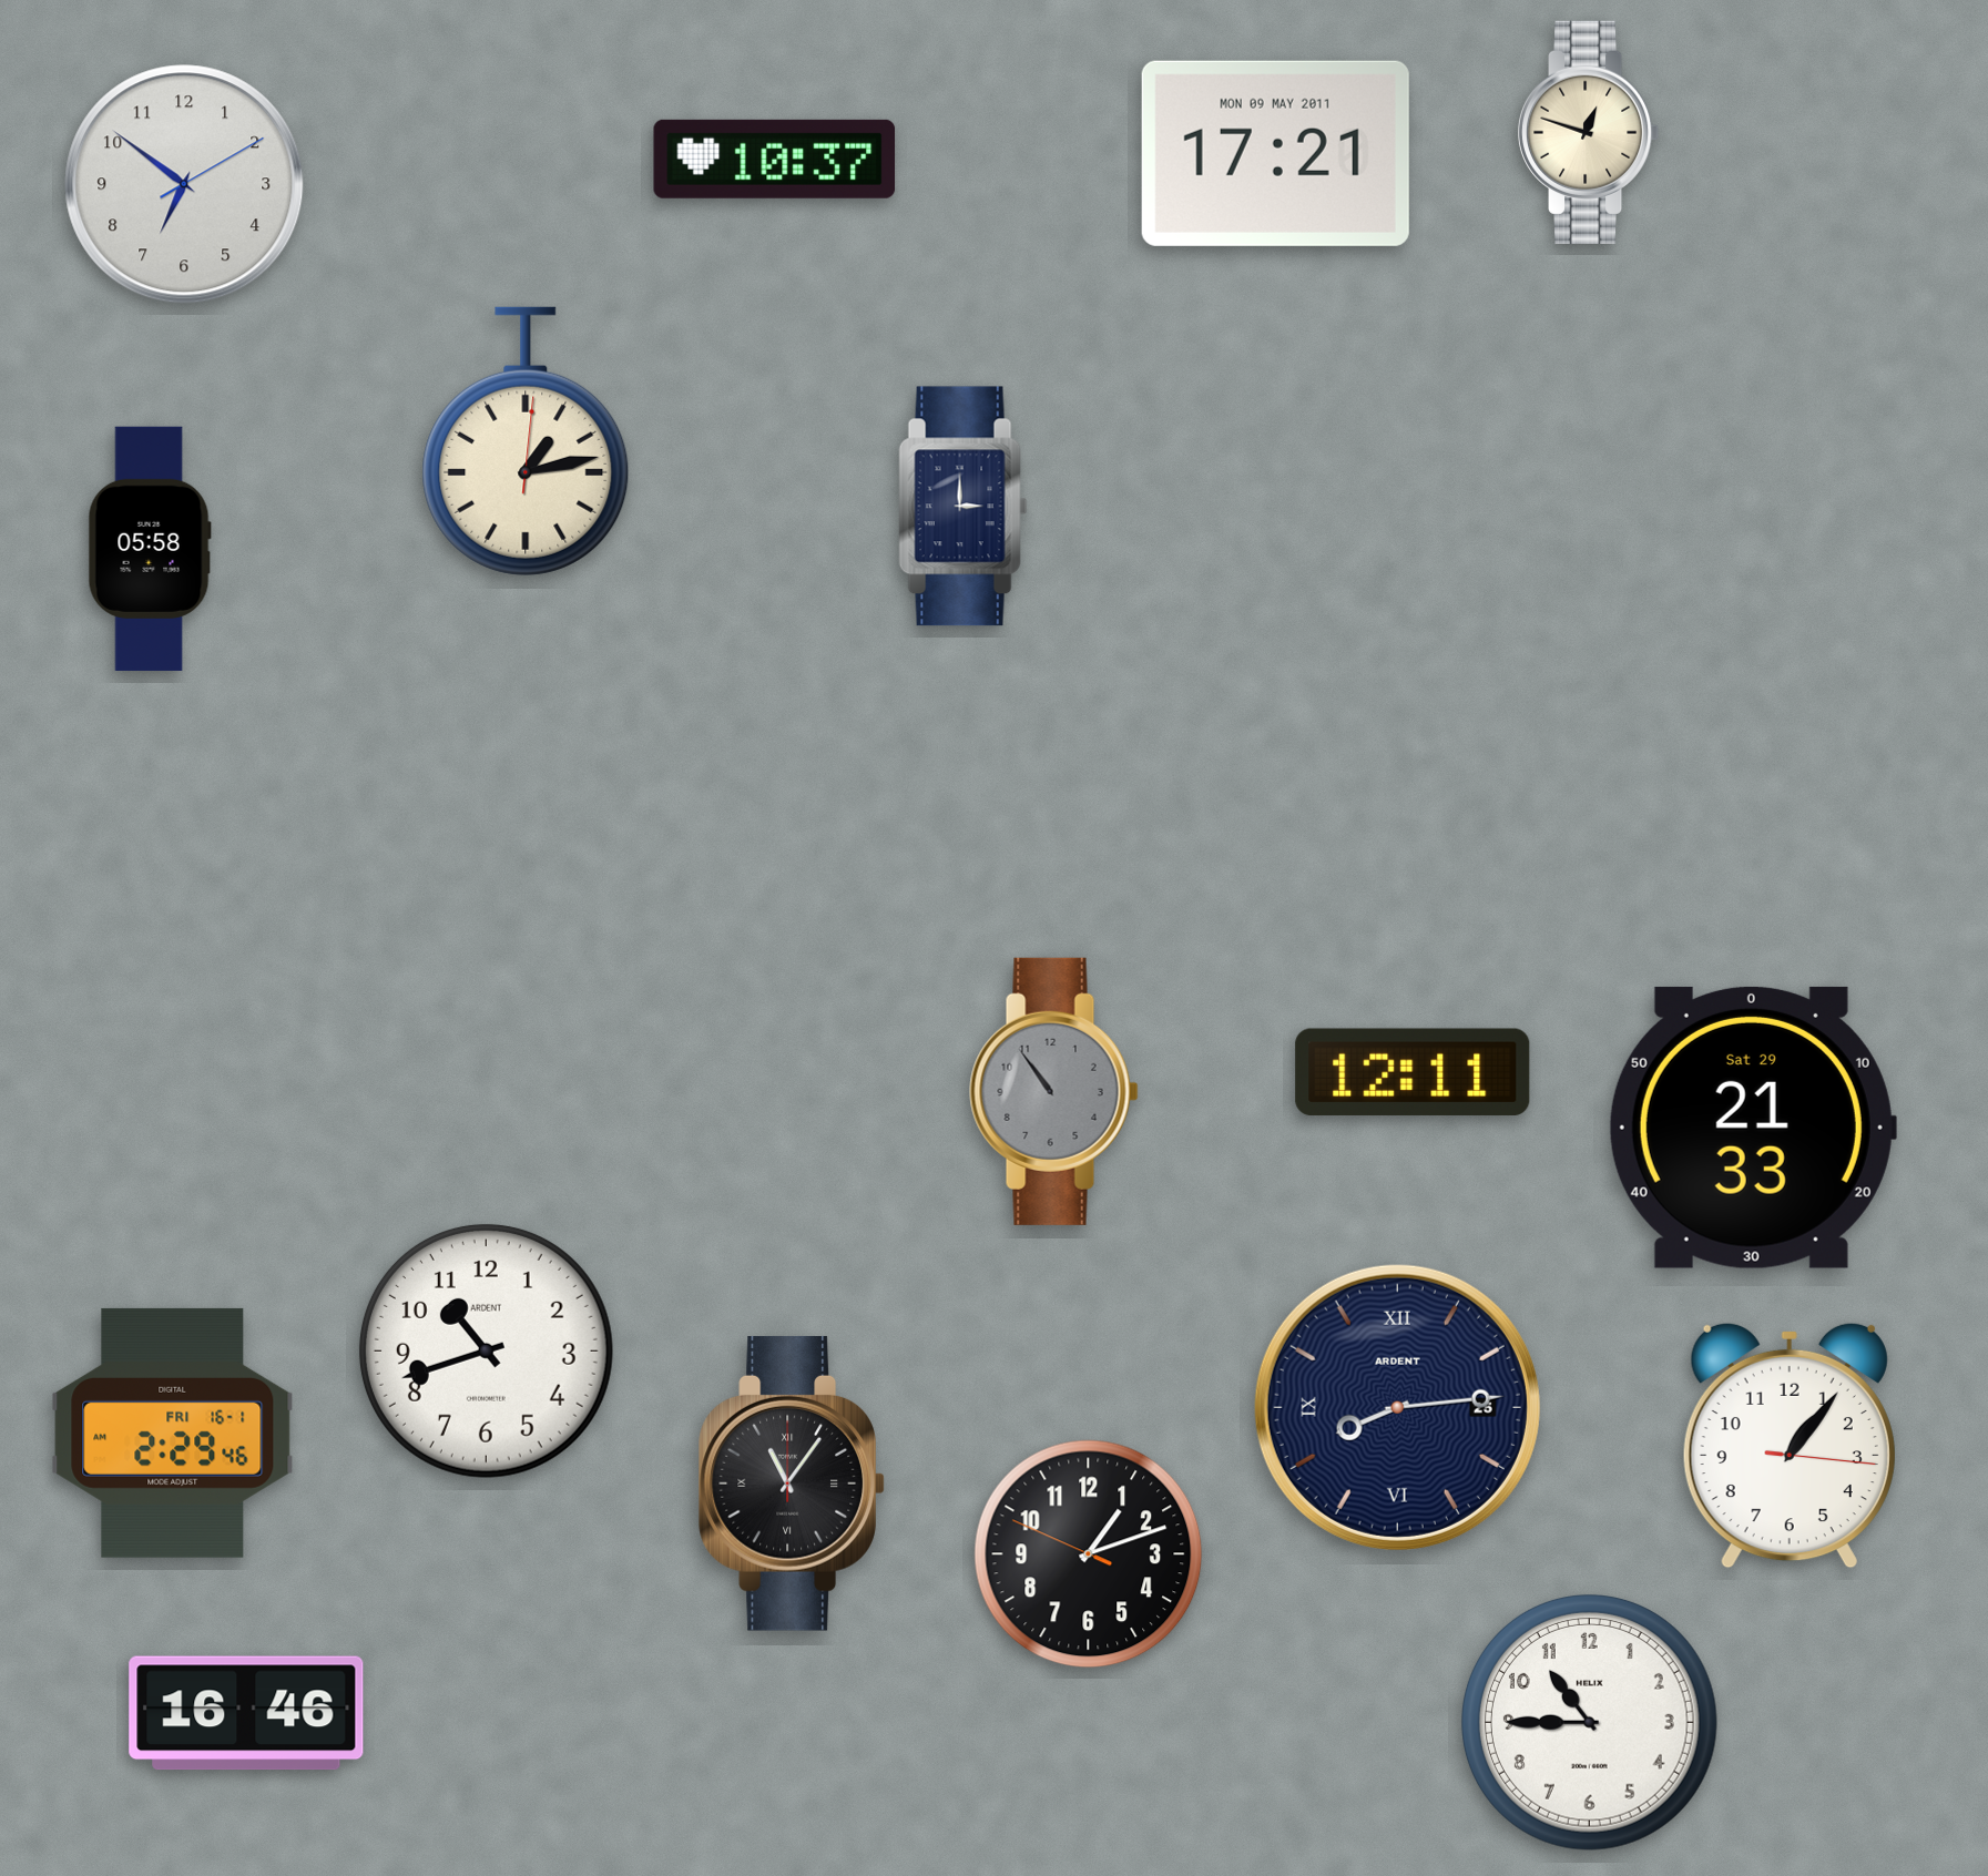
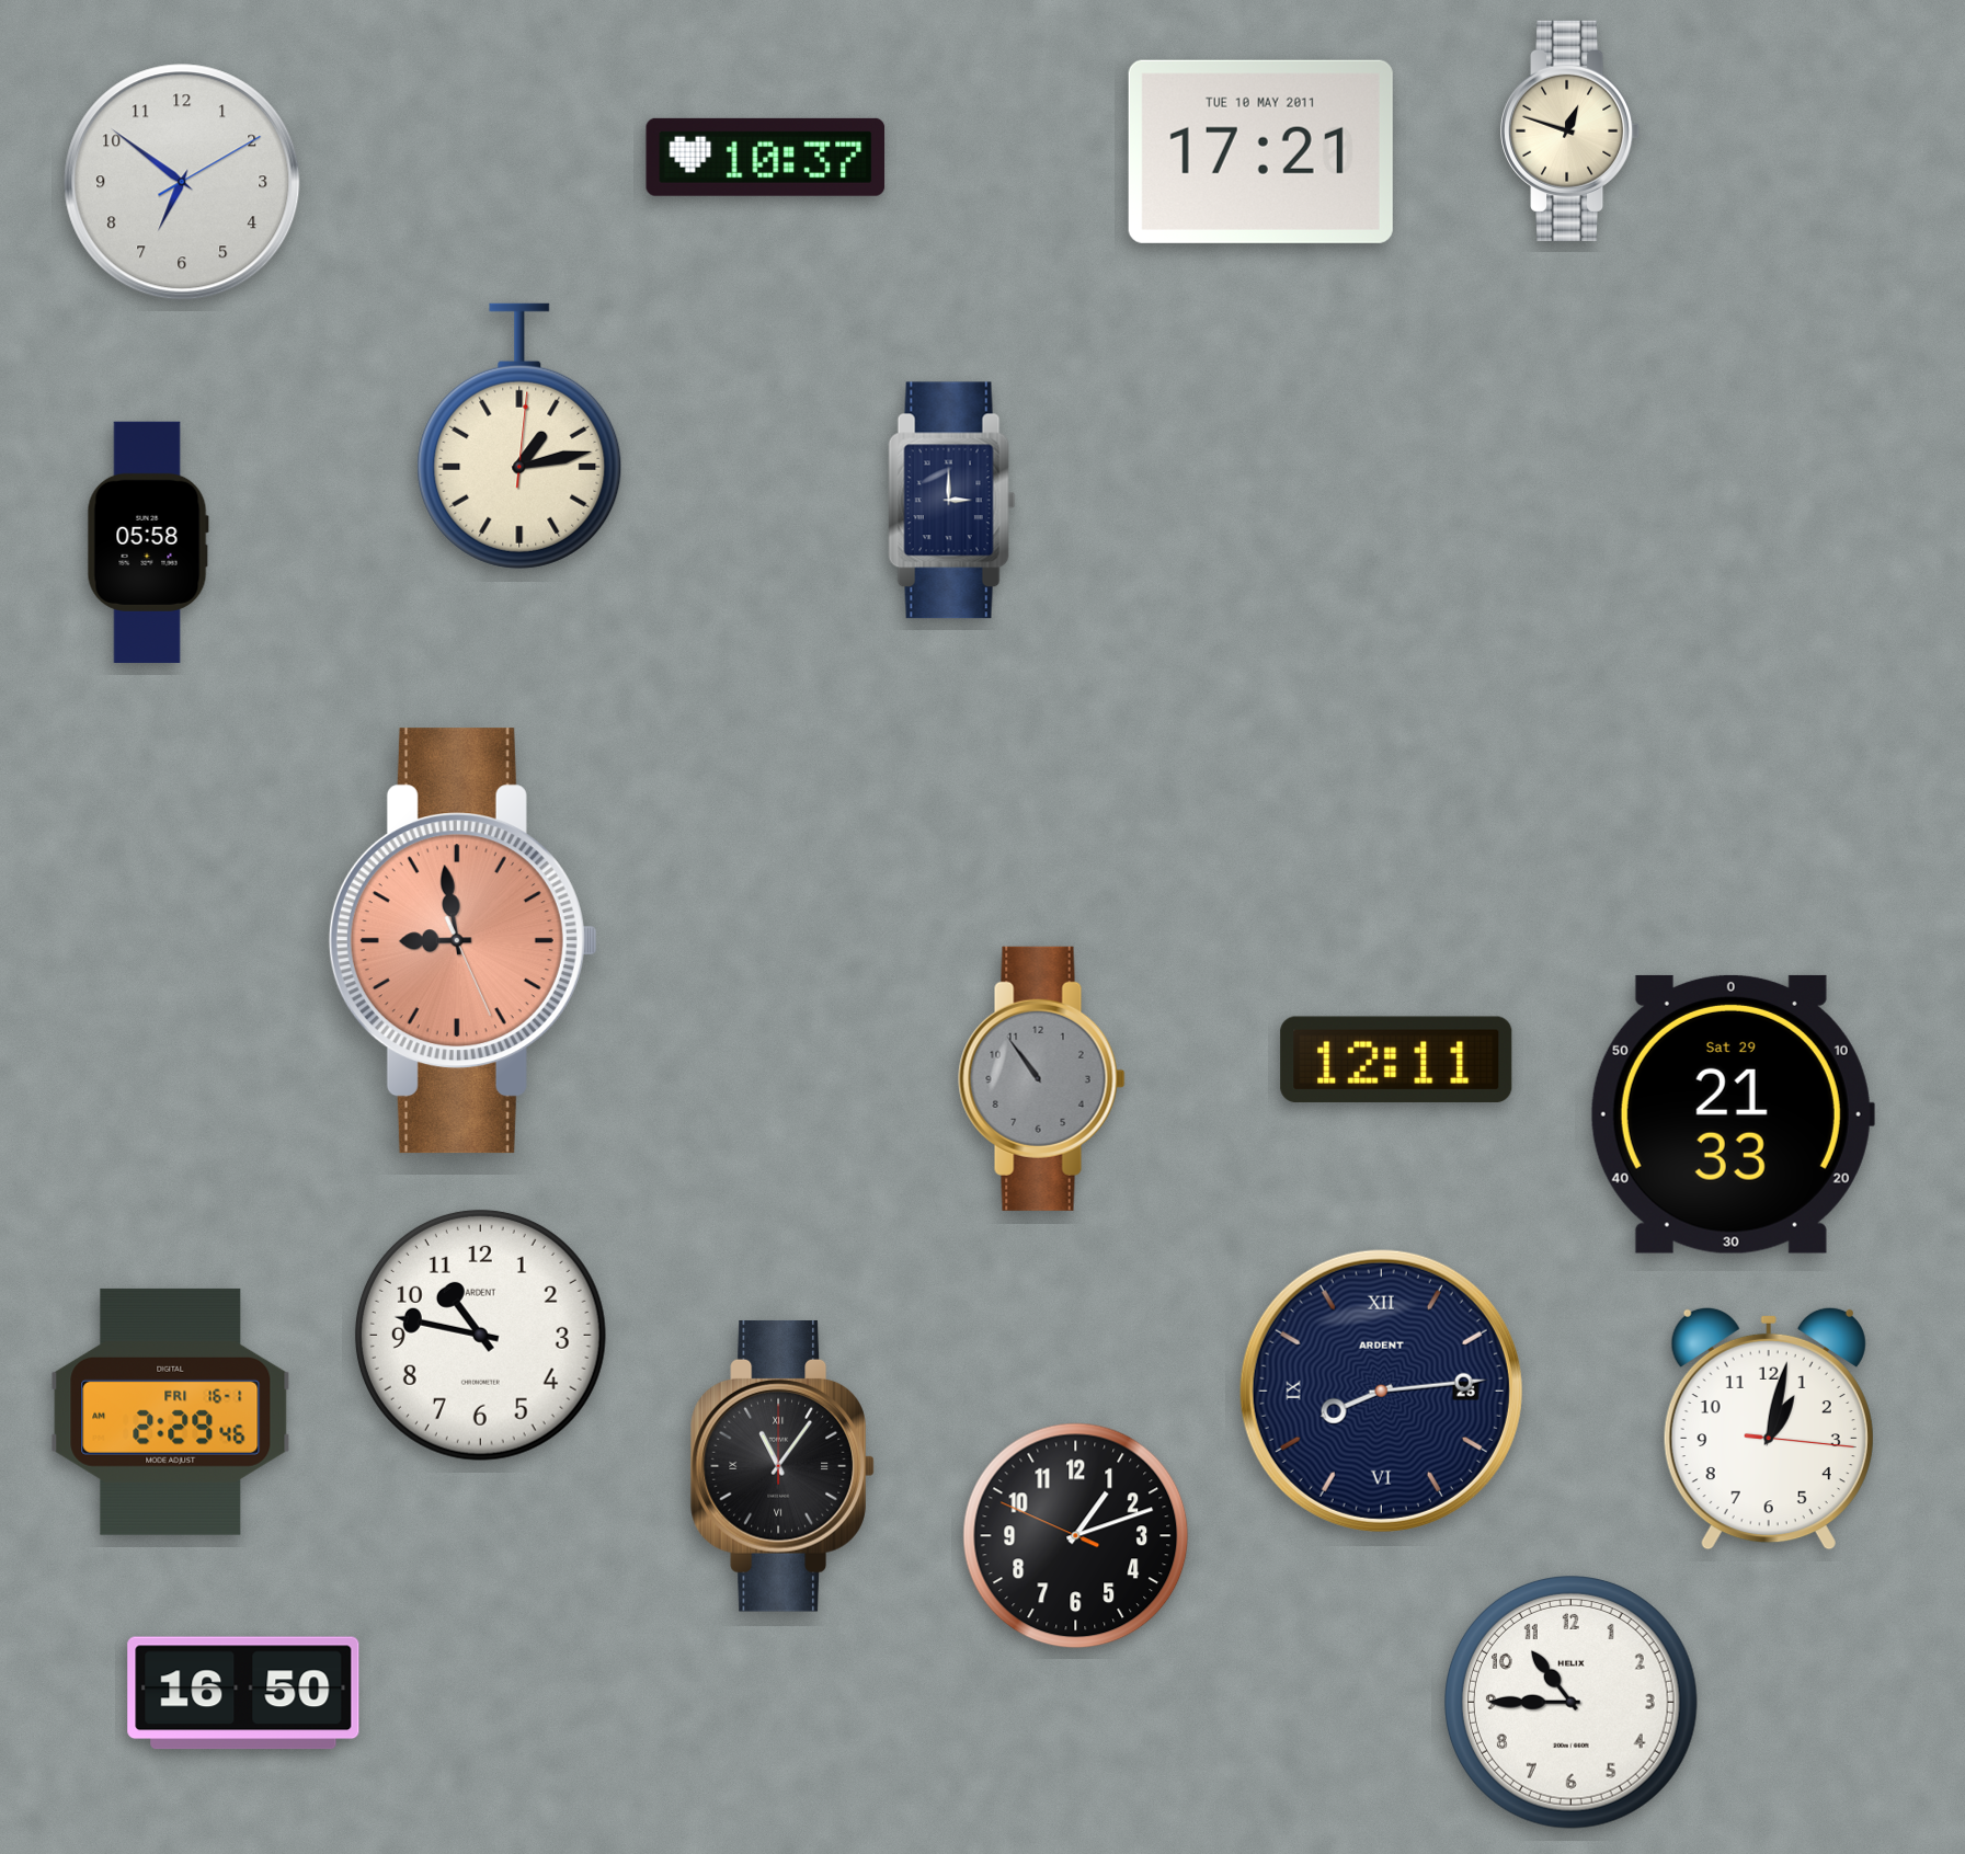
clock at (1275, 153) date: MON 09 MAY 2011 -> TUE 10 MAY 2011
clock at (462, 941): none -> 8:58
clock at (486, 1350): 10:42 -> 10:47
clock at (173, 1433) position: (173, 1433) -> (171, 1411)
clock at (1790, 1446): 1:06 -> 1:02
clock at (246, 1713): 16:46 -> 16:50
